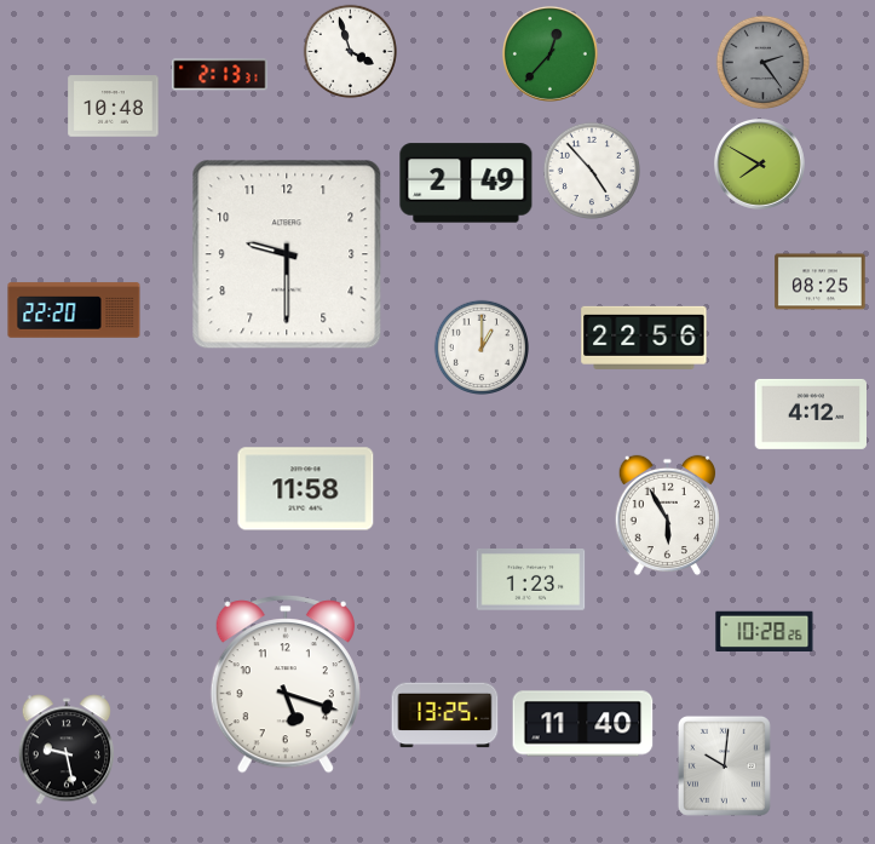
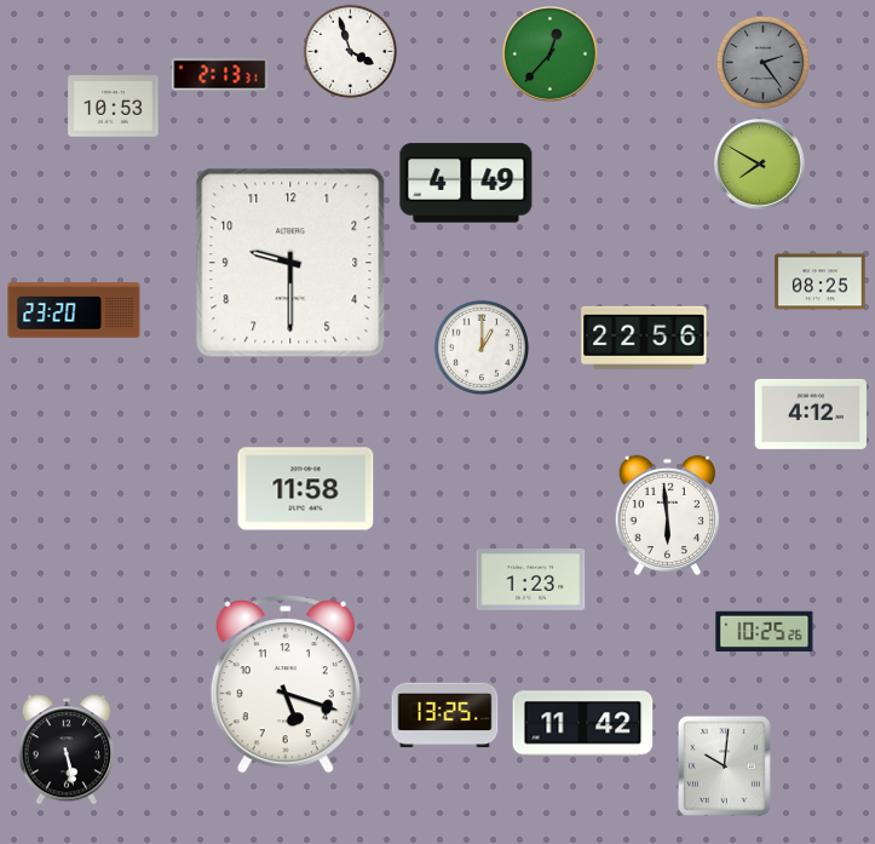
clock at (114, 107): 10:48 -> 10:53
clock at (592, 171): 4:53 -> none
clock at (466, 183): 2:49 -> 4:49
clock at (287, 254) position: (287, 254) -> (290, 263)
clock at (74, 310): 22:20 -> 23:20
clock at (667, 516): 5:55 -> 5:59
clock at (765, 632): 10:28 -> 10:25
clock at (583, 724): 11:40 -> 11:42
clock at (65, 750): 9:28 -> 5:28
